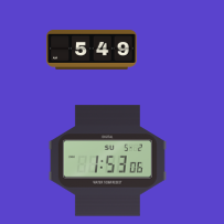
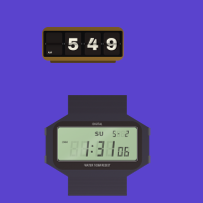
clock at (107, 161): 1:53 -> 1:31
